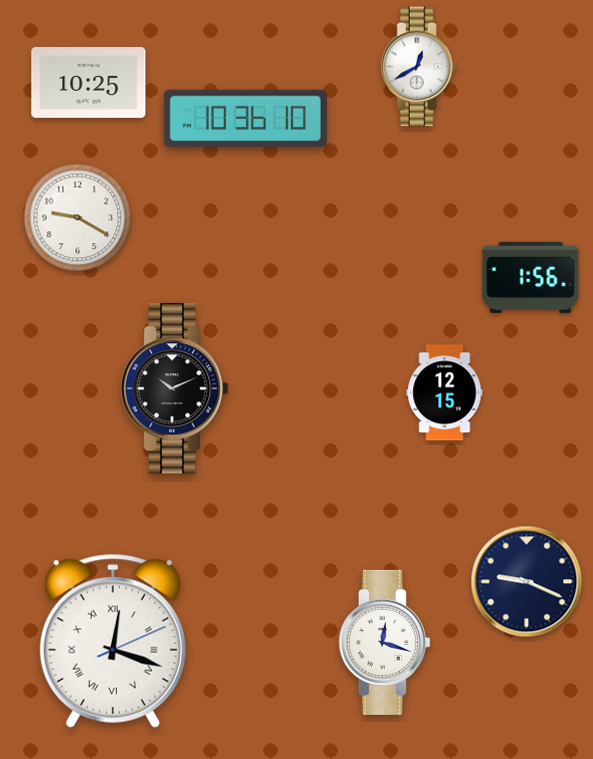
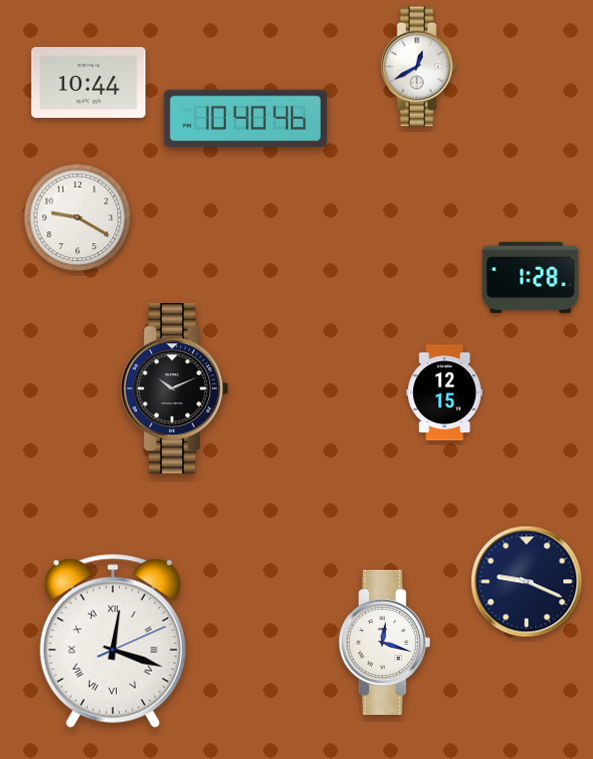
clock at (89, 82): 10:25 -> 10:44
clock at (245, 119): 10:36 -> 10:40
clock at (531, 277): 1:56 -> 1:28
